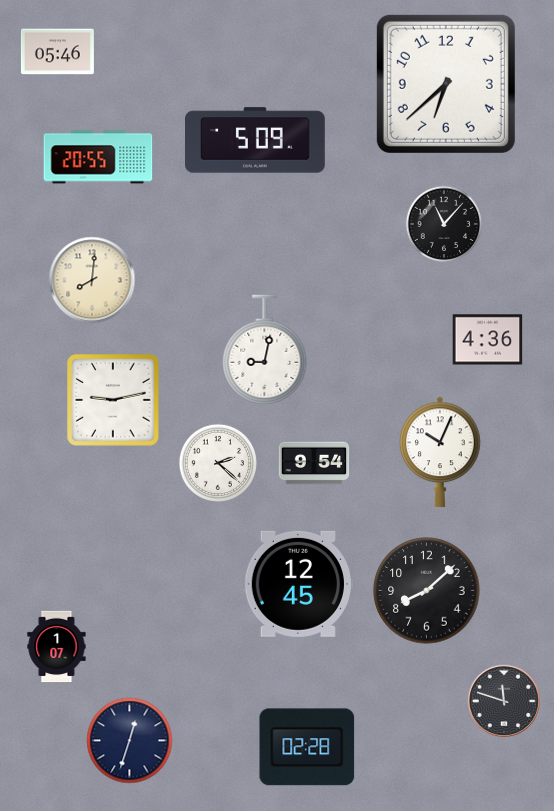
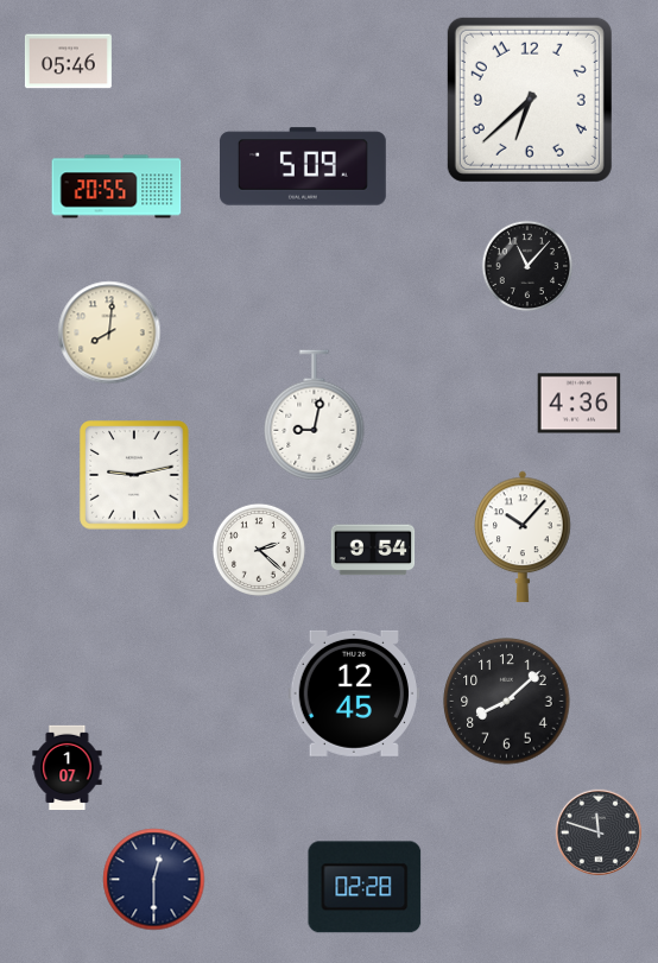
clock at (440, 452): 10:04 -> 10:07
clock at (130, 741): 12:33 -> 12:30
